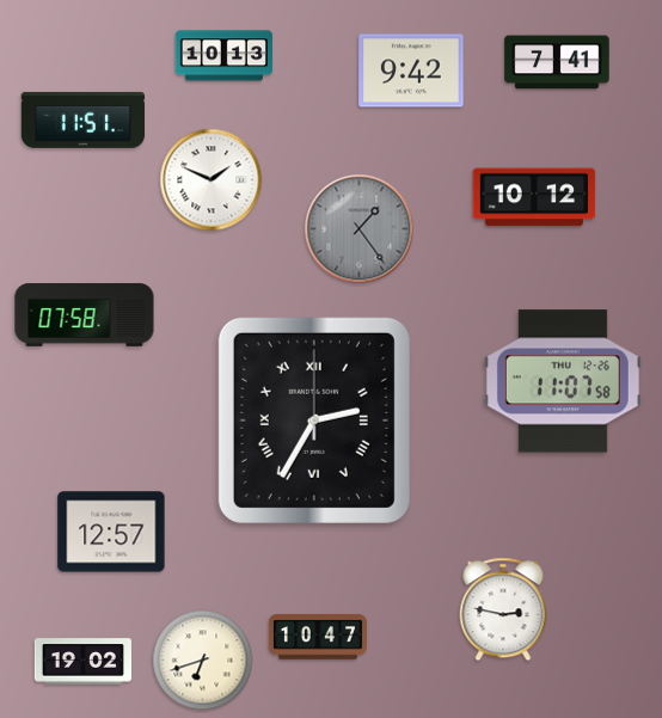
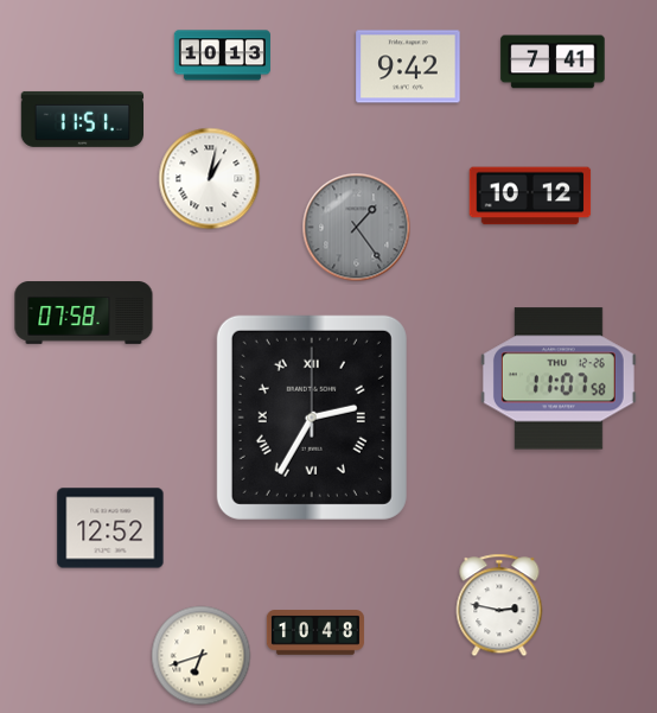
clock at (411, 70) position: (411, 70) -> (408, 66)
clock at (212, 180): 1:49 -> 1:02
clock at (111, 532): 12:57 -> 12:52
clock at (318, 637): 10:47 -> 10:48
clock at (82, 662): 19:02 -> none
